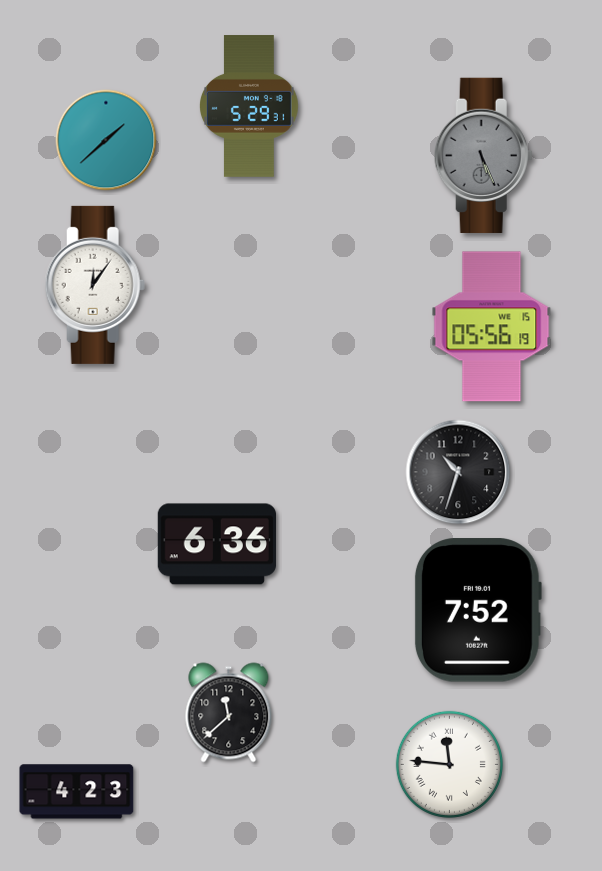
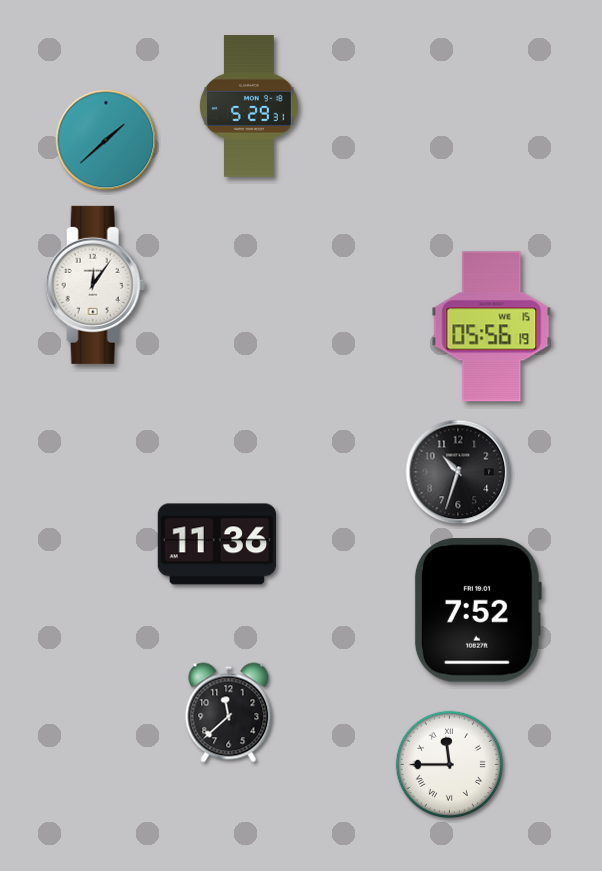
clock at (483, 155): 5:26 -> none
clock at (216, 544): 6:36 -> 11:36
clock at (449, 764): 11:46 -> 11:45
clock at (77, 792): 4:23 -> none
